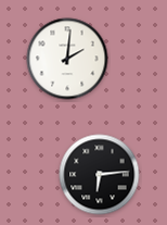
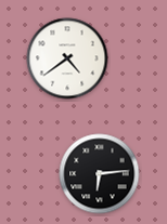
clock at (67, 59): 2:01 -> 4:39
